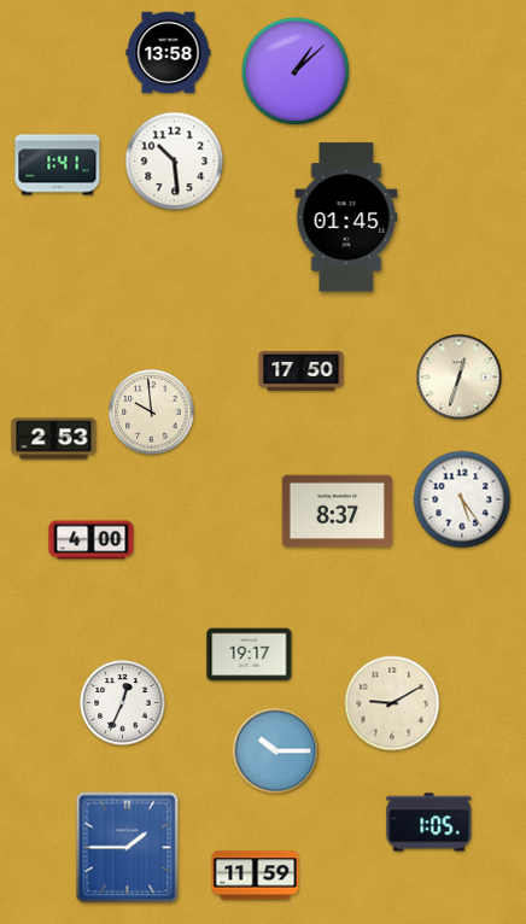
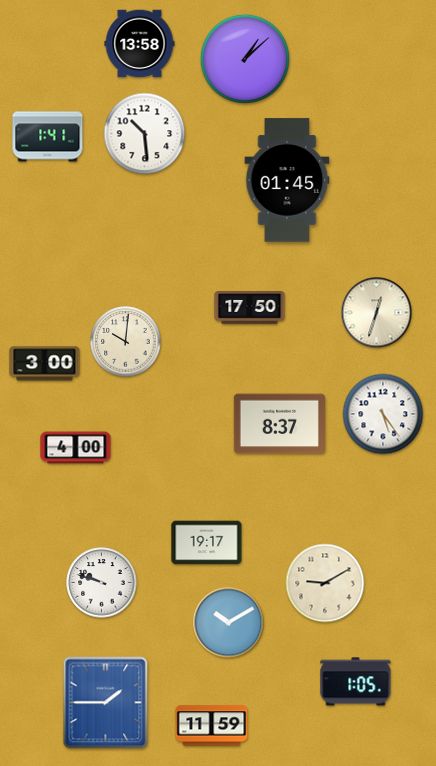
clock at (460, 378) position: (460, 378) -> (377, 313)
clock at (152, 413): 9:59 -> 10:01
clock at (54, 439): 2:53 -> 3:00
clock at (123, 703): 12:34 -> 9:48
clock at (276, 752): 10:15 -> 10:10
